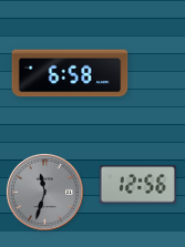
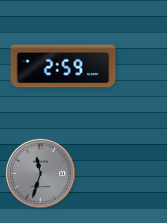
clock at (70, 73): 6:58 -> 2:59
clock at (137, 185): 12:56 -> none
